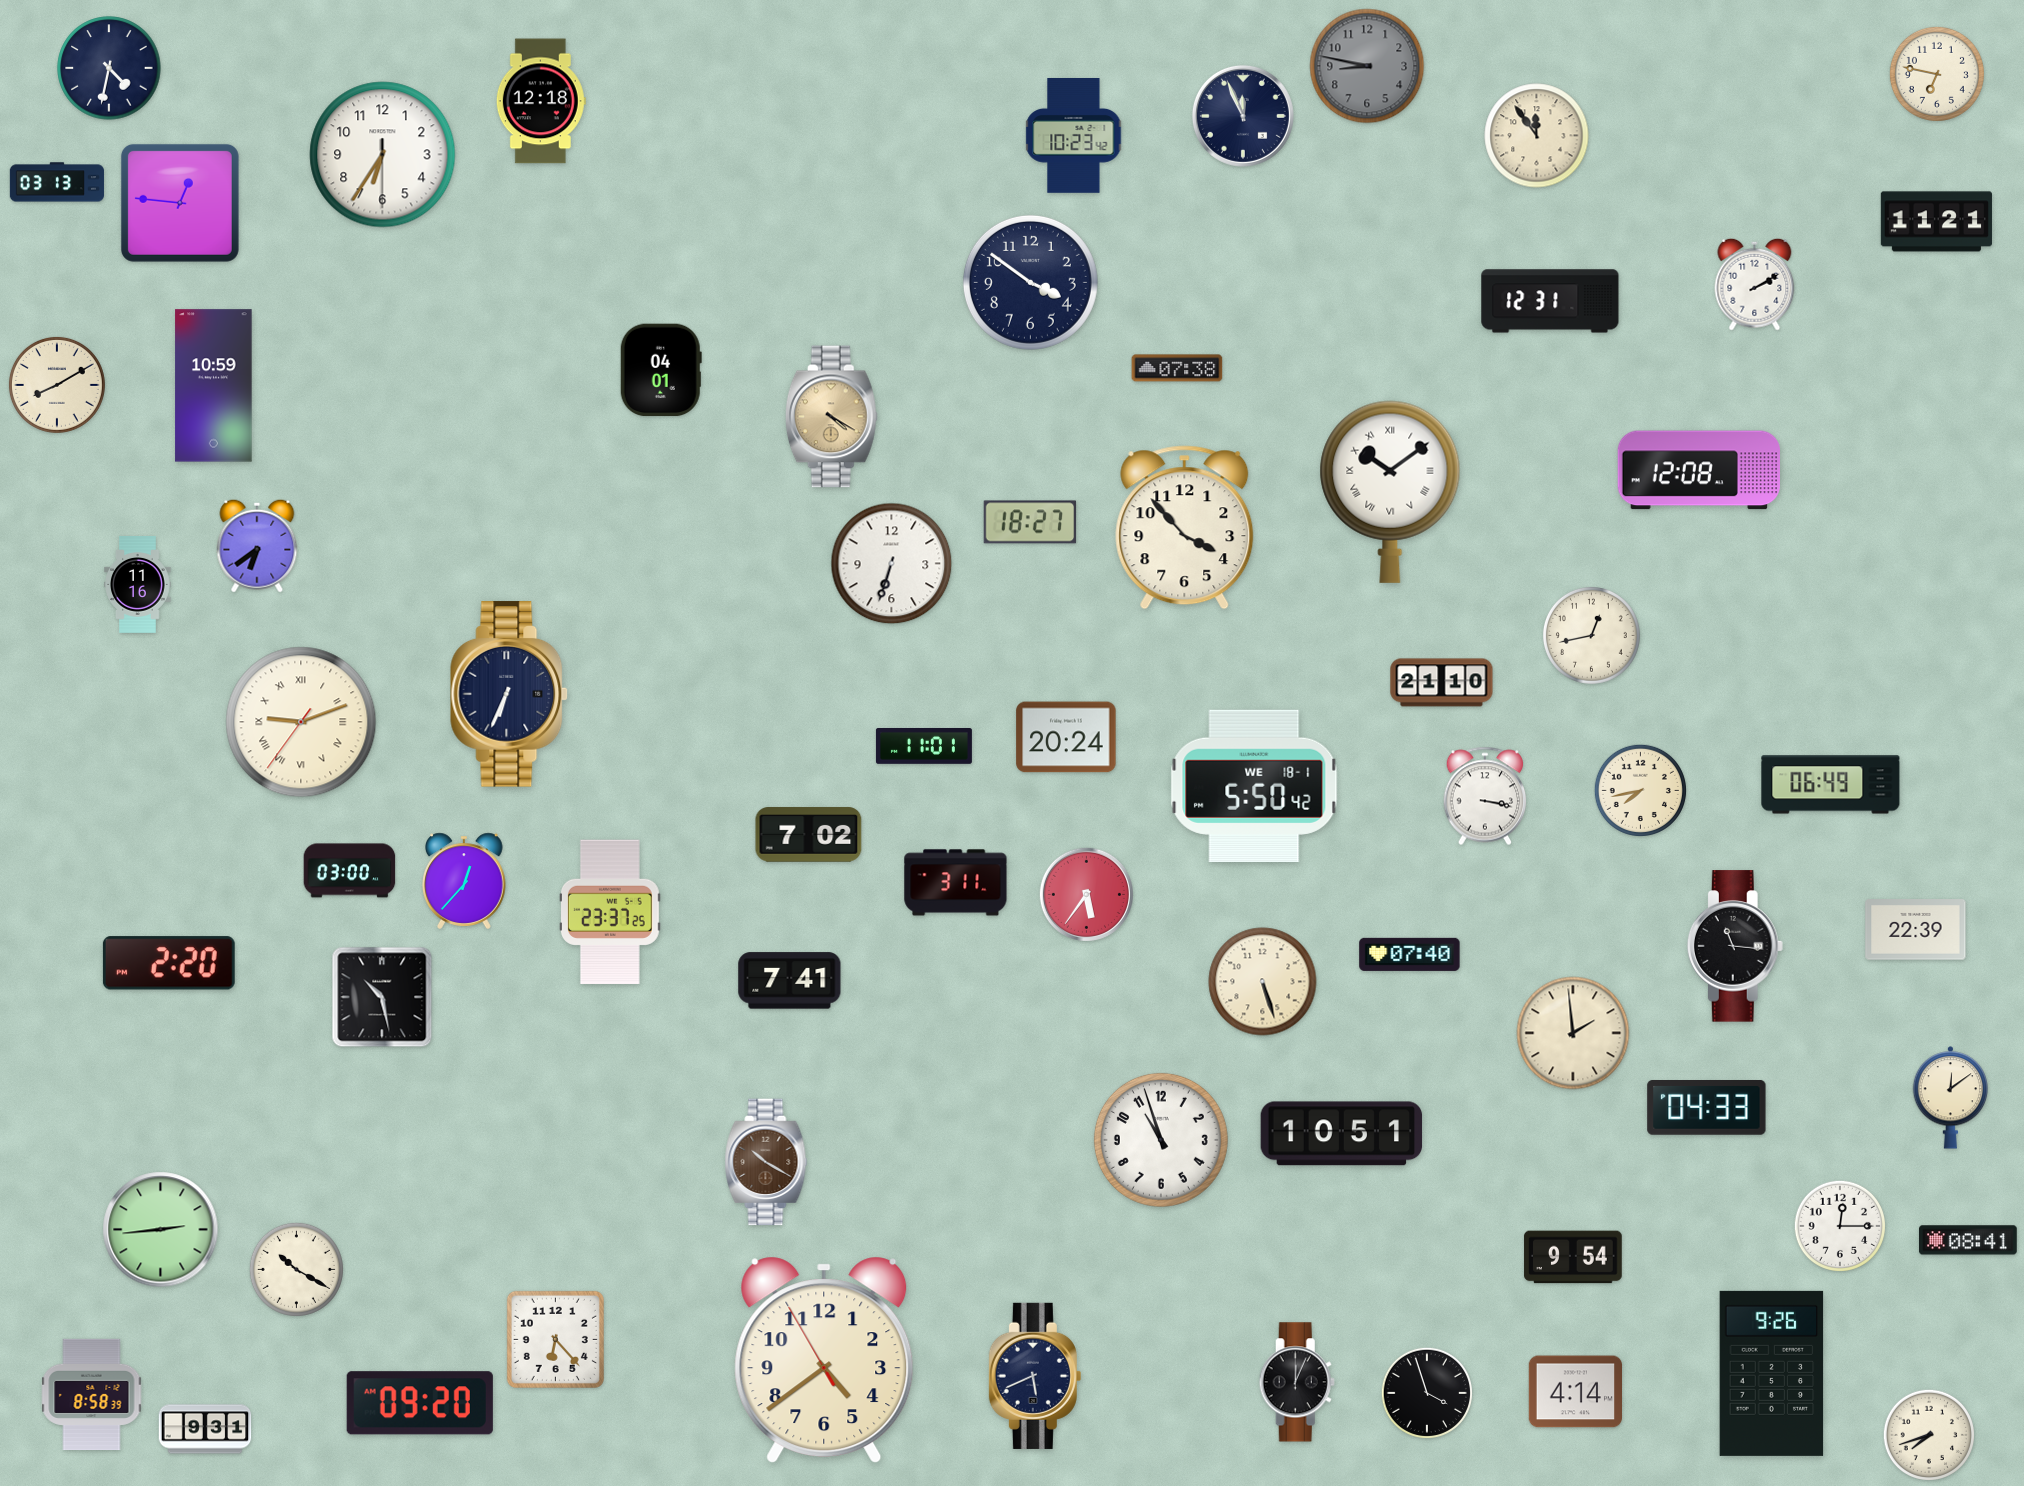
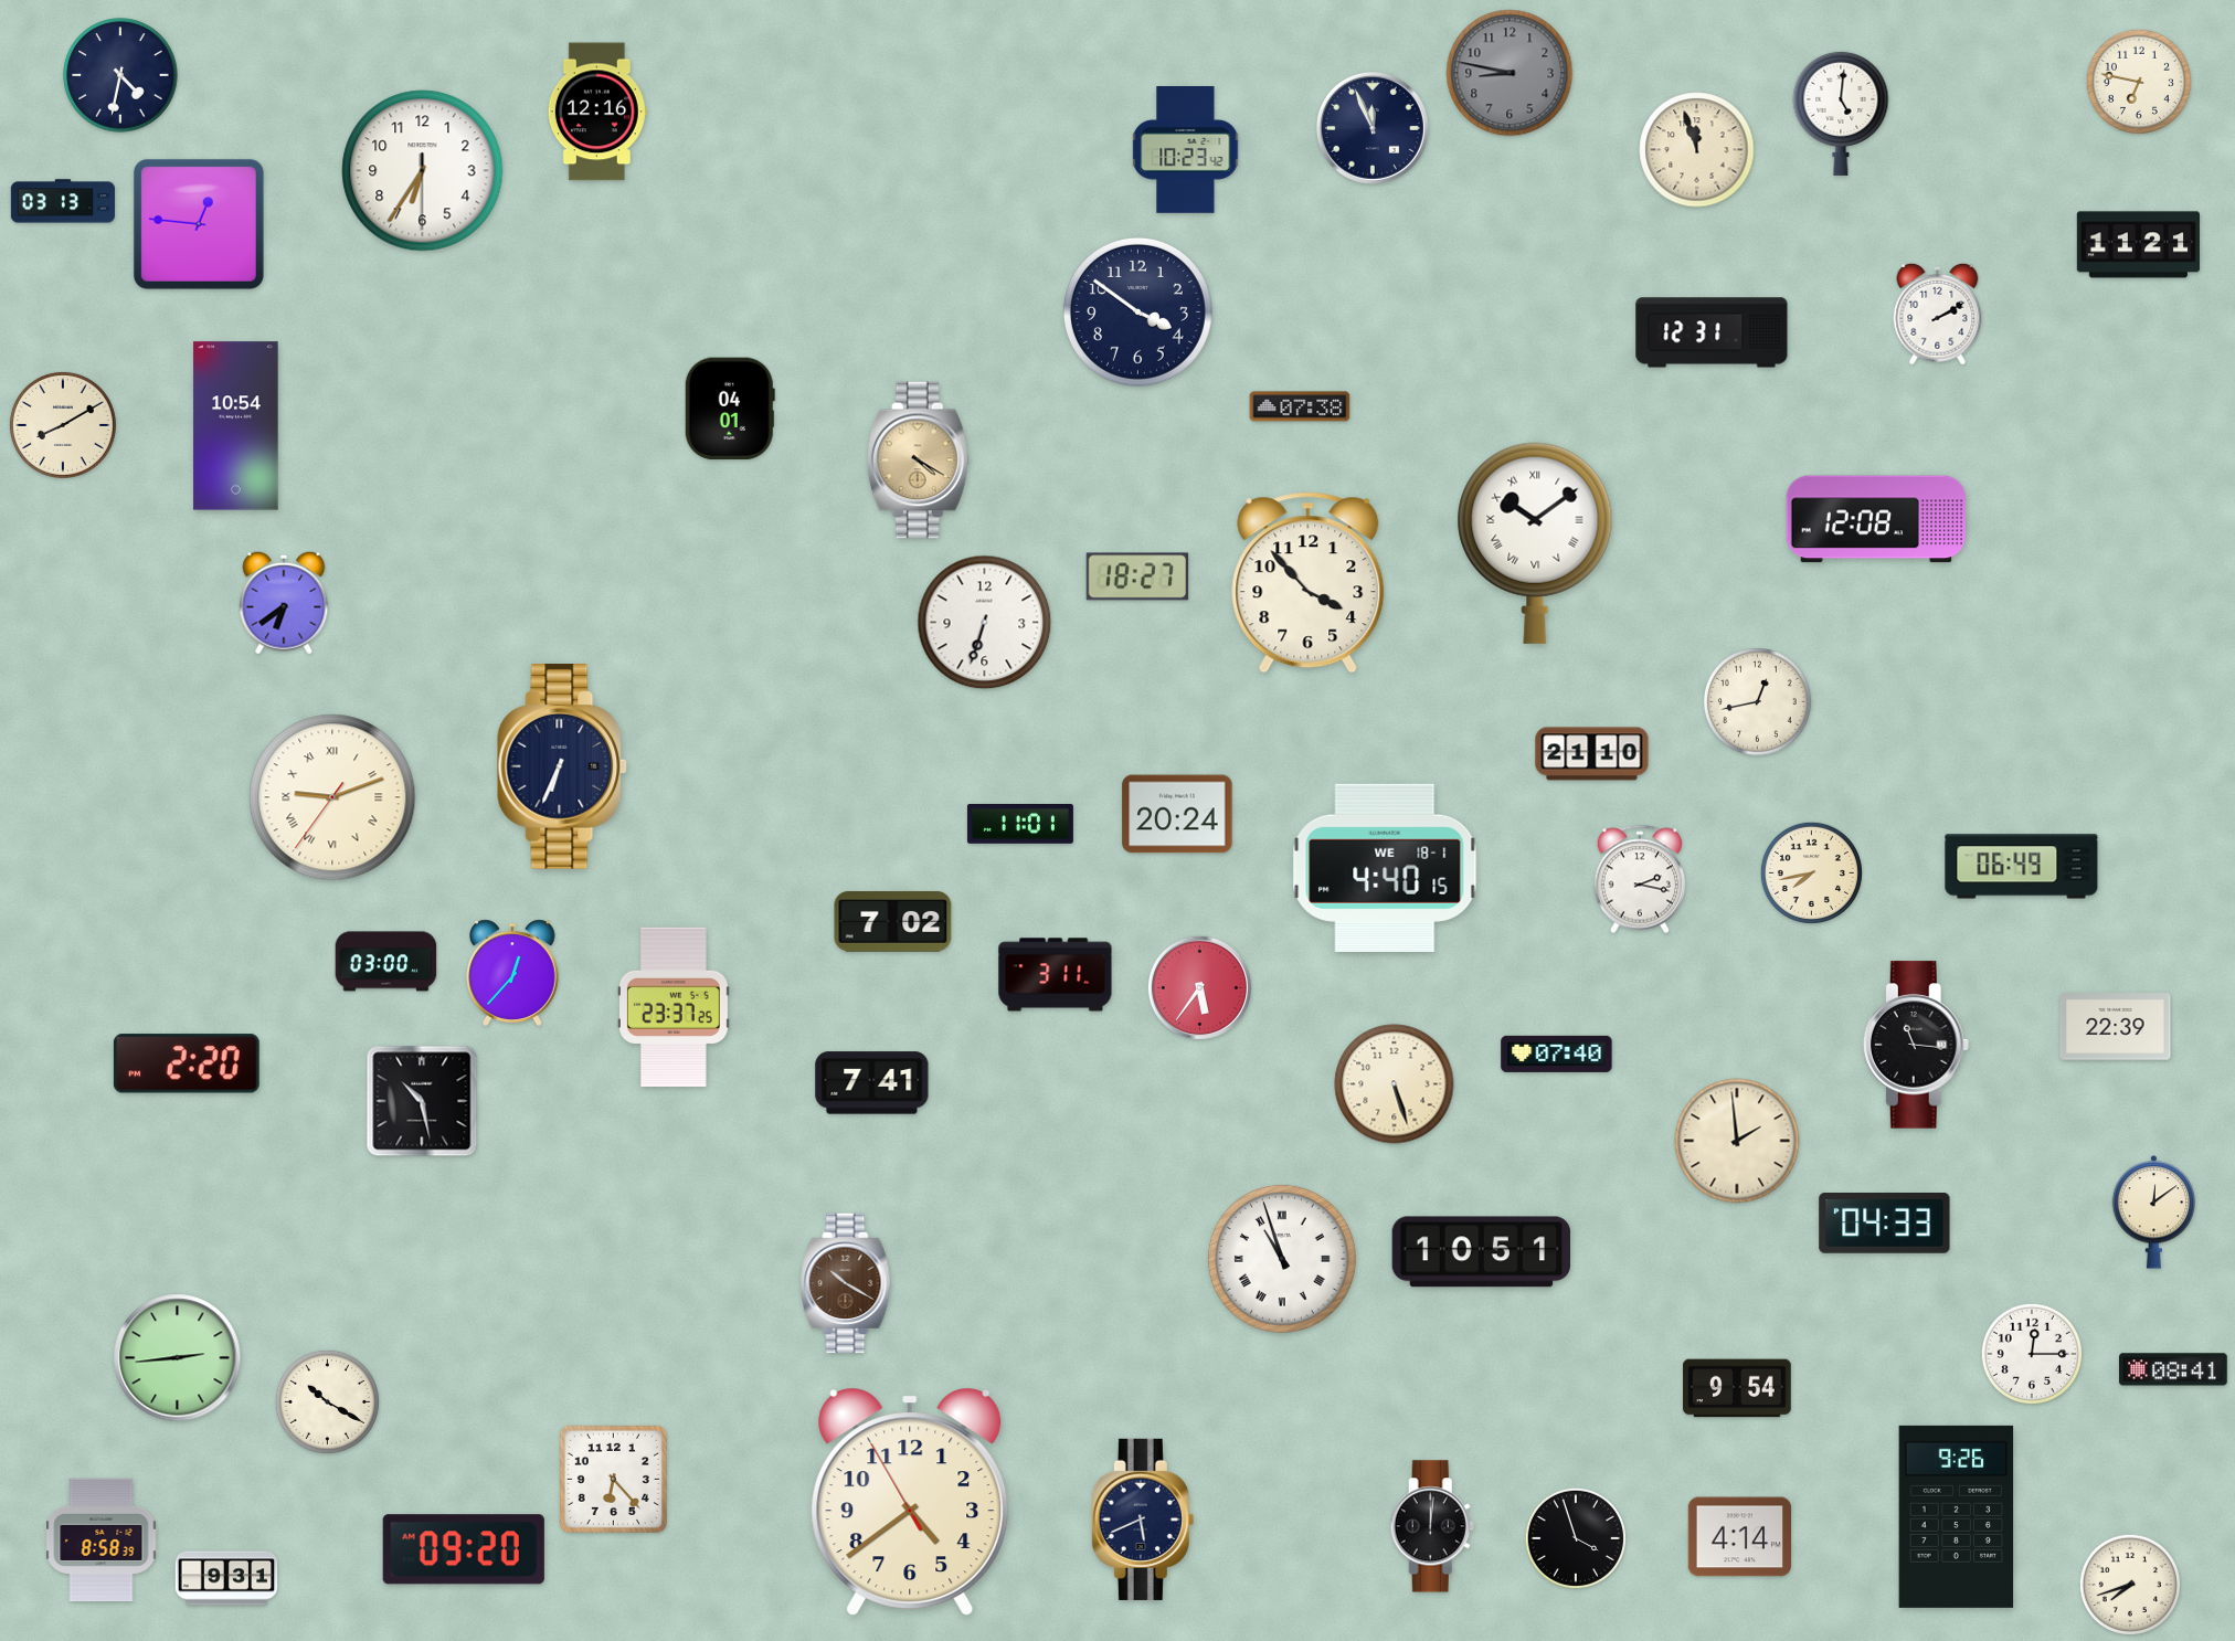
clock at (541, 101): 12:18 -> 12:16
clock at (1841, 113): none -> 5:01
clock at (1537, 136): 11:54 -> 11:57
clock at (214, 386): 10:59 -> 10:54
clock at (138, 585): 11:16 -> none
clock at (1254, 786): 5:50 -> 4:40
clock at (1485, 796): 3:17 -> 2:17
clock at (1161, 1140) numerals: Arabic -> Roman
clock at (1297, 1382): 12:04 -> 12:01
